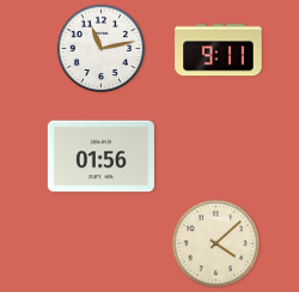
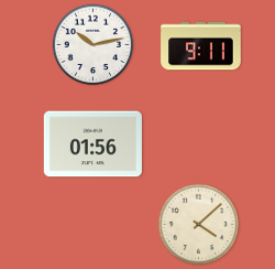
clock at (102, 49): 11:13 -> 10:13
